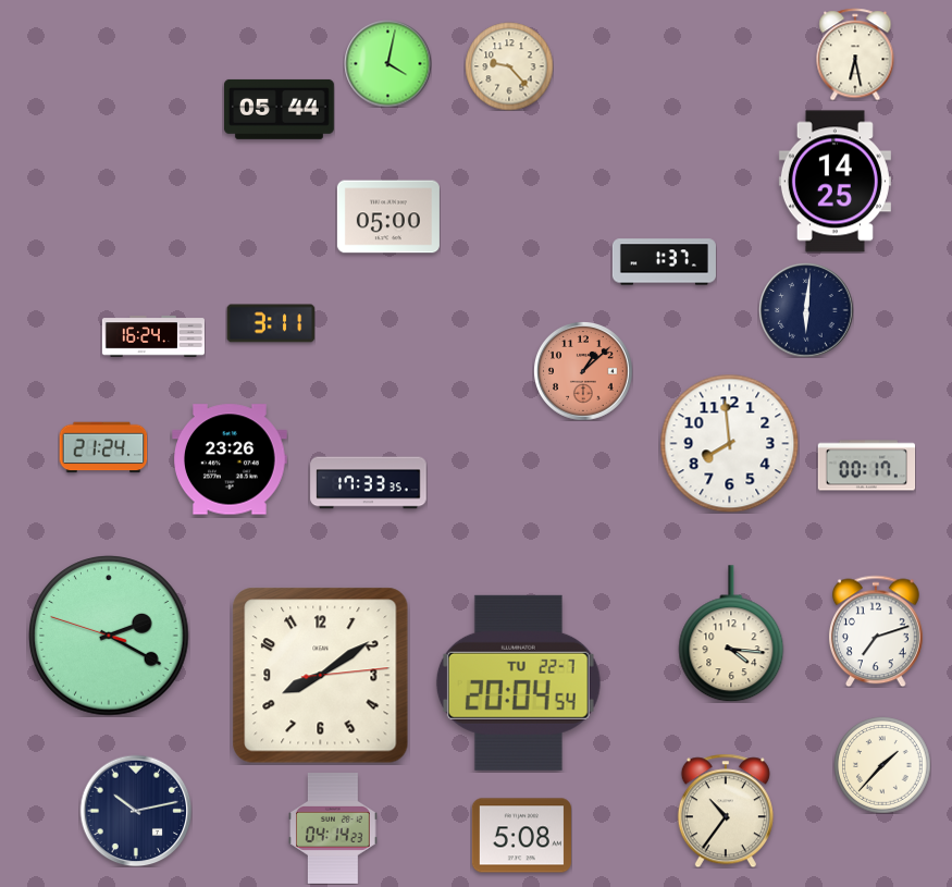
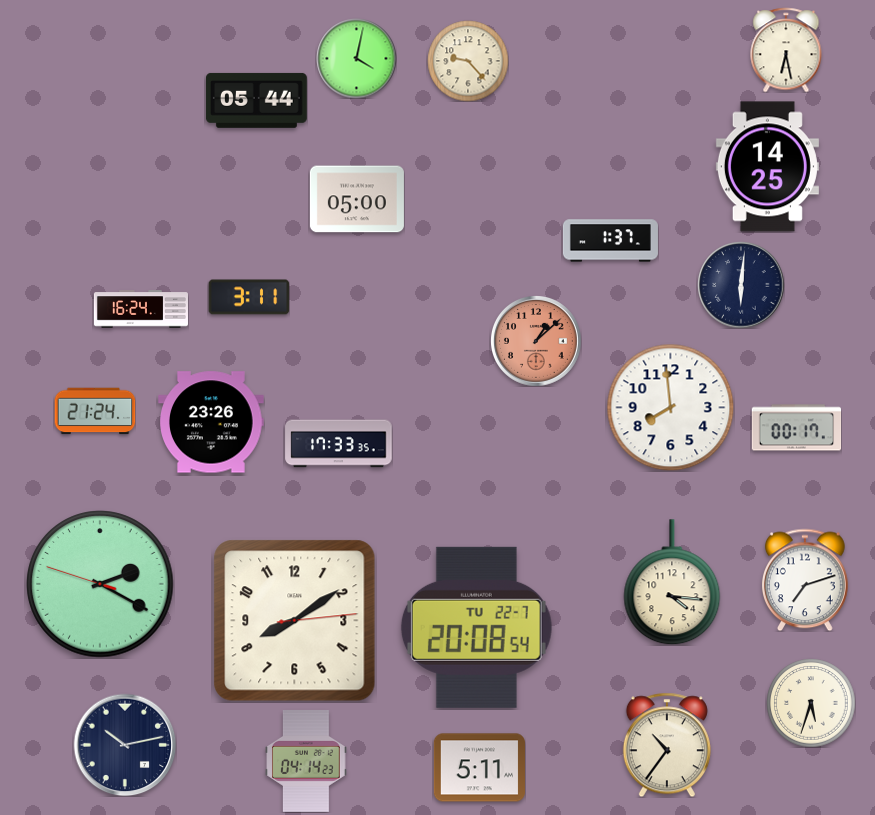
clock at (518, 682): 20:04 -> 20:08
clock at (882, 765): 1:37 -> 5:33
clock at (521, 836): 5:08 -> 5:11
